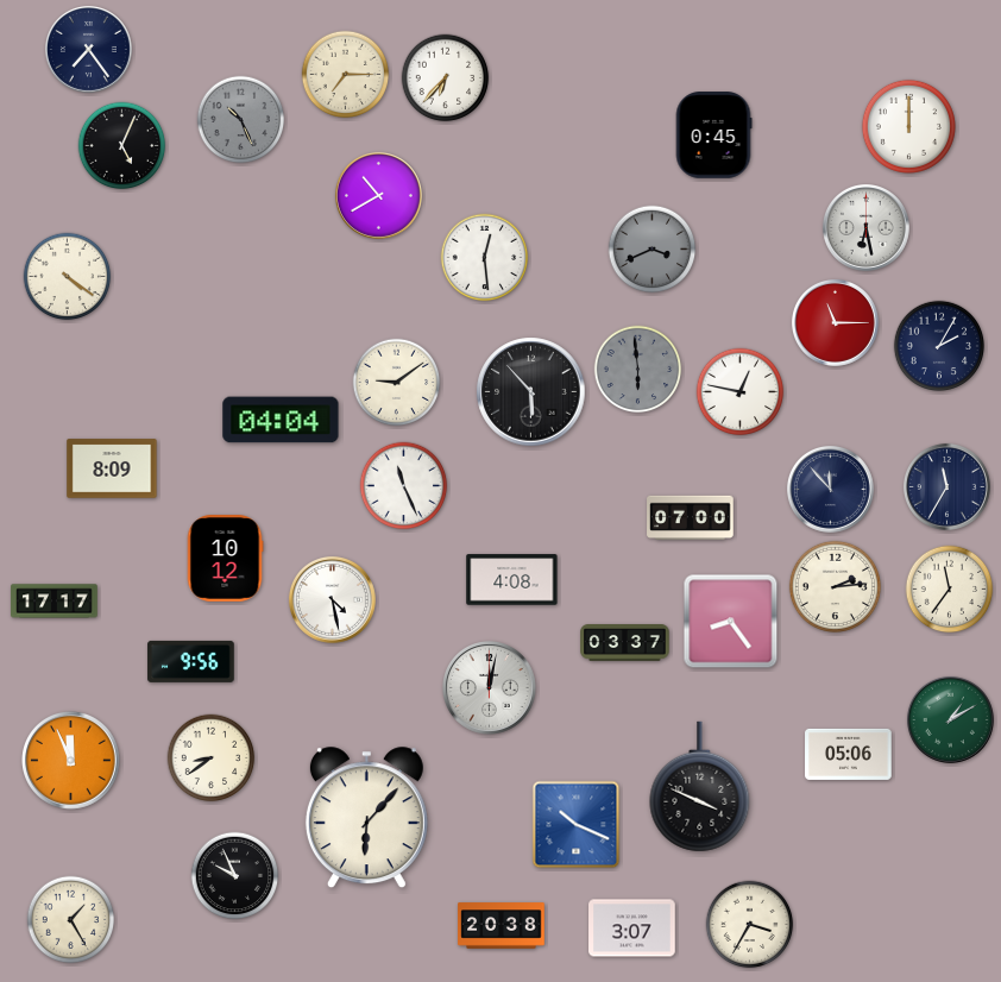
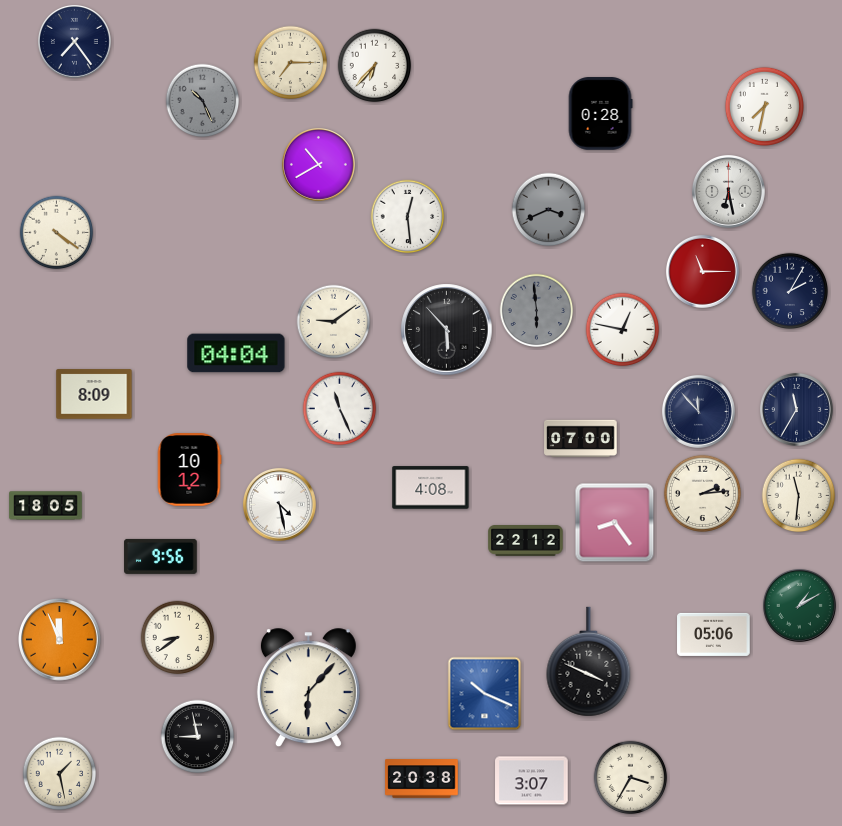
clock at (908, 126): 12:00 -> 7:32
clock at (713, 136): 0:45 -> 0:28
clock at (122, 146): 5:04 -> none
clock at (691, 518) position: (691, 518) -> (581, 439)
clock at (950, 590): 11:36 -> 11:31
clock at (55, 602): 17:17 -> 18:05
clock at (625, 643): 03:37 -> 22:12
clock at (490, 688): 12:02 -> none
clock at (235, 876): 9:56 -> 8:58
clock at (71, 920): 1:25 -> 1:28
